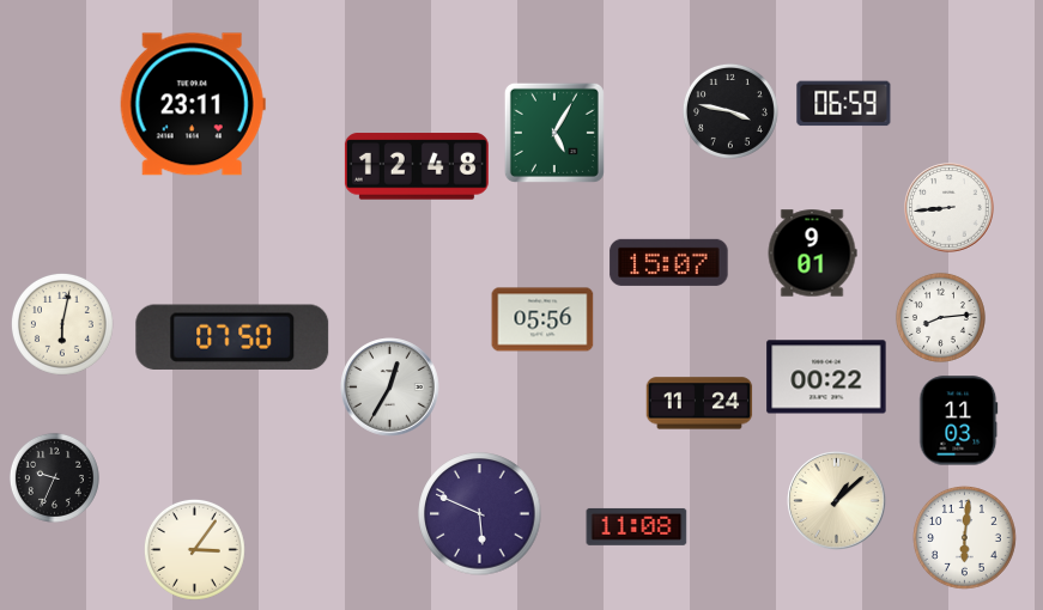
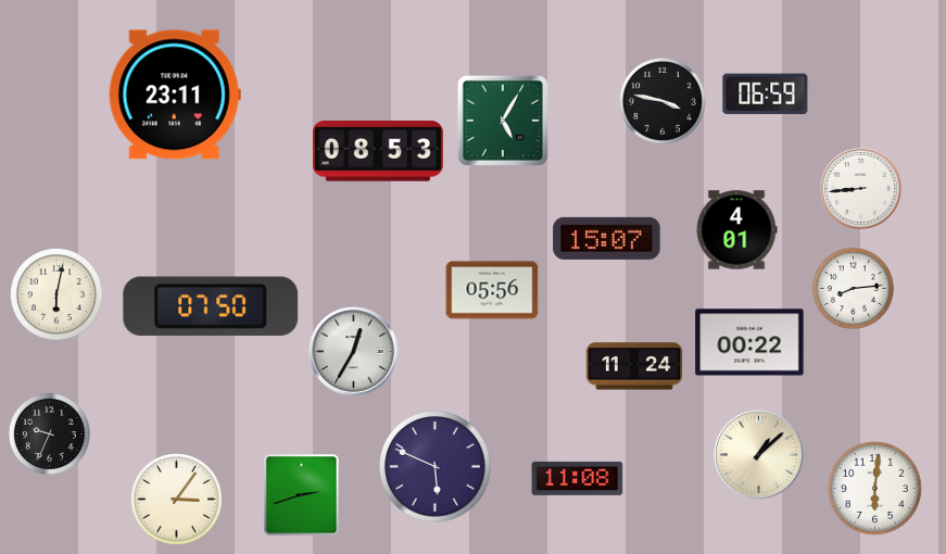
clock at (417, 166): 12:48 -> 08:53
clock at (812, 254): 9:01 -> 4:01
clock at (959, 421): 11:03 -> none
clock at (302, 495): none -> 2:42
